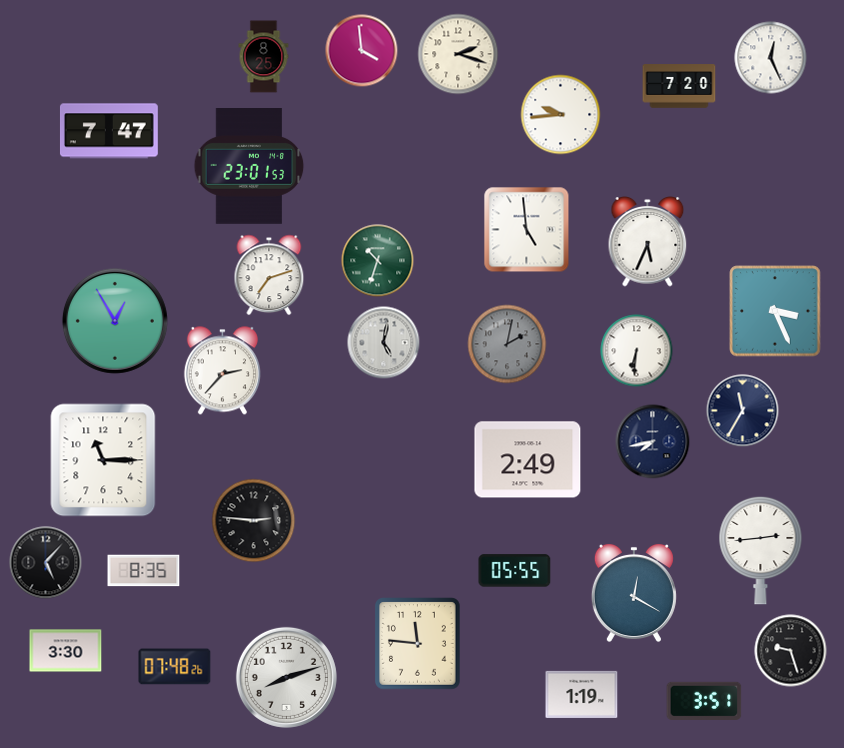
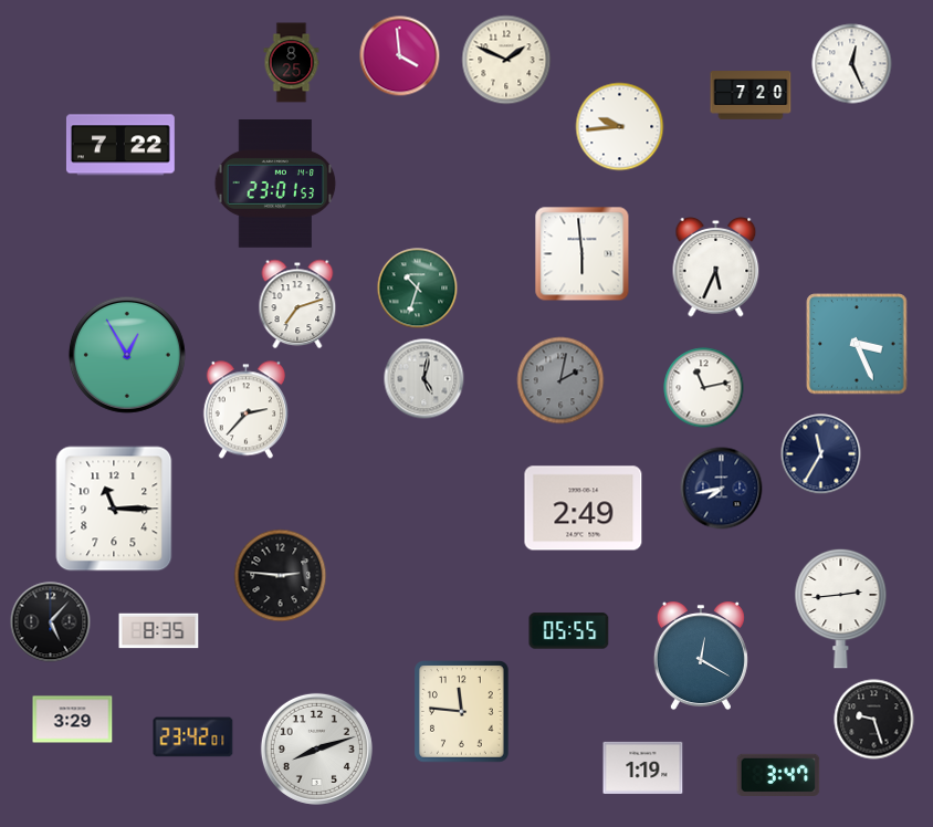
clock at (458, 54): 2:18 -> 1:49
clock at (109, 131): 7:47 -> 7:22
clock at (527, 230): 4:59 -> 5:59
clock at (637, 351): 6:31 -> 11:13
clock at (66, 651): 3:30 -> 3:29
clock at (175, 667): 07:48 -> 23:42
clock at (704, 701): 3:51 -> 3:47
